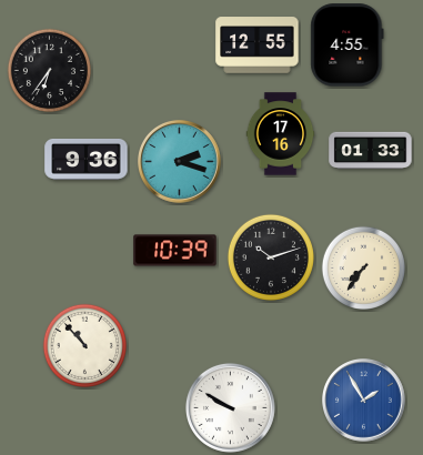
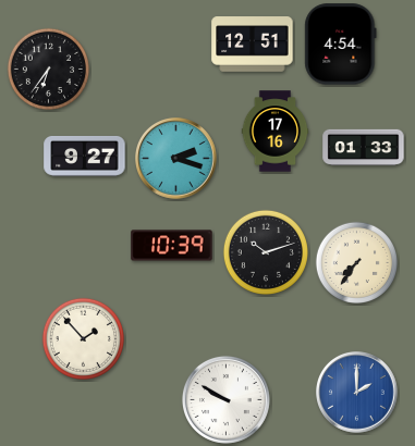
clock at (258, 46): 12:55 -> 12:51
clock at (348, 46): 4:55 -> 4:54
clock at (87, 159): 9:36 -> 9:27
clock at (84, 345): 10:53 -> 1:53
clock at (364, 401): 1:55 -> 2:00
